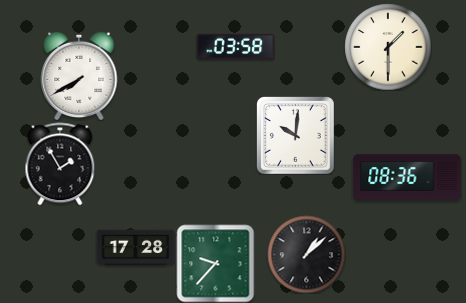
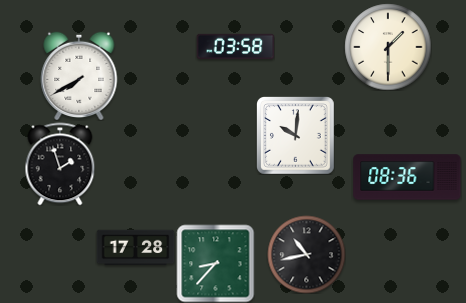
clock at (60, 164): 1:55 -> 1:57
clock at (306, 254): 1:08 -> 10:43
clock at (215, 263): 9:37 -> 8:37
